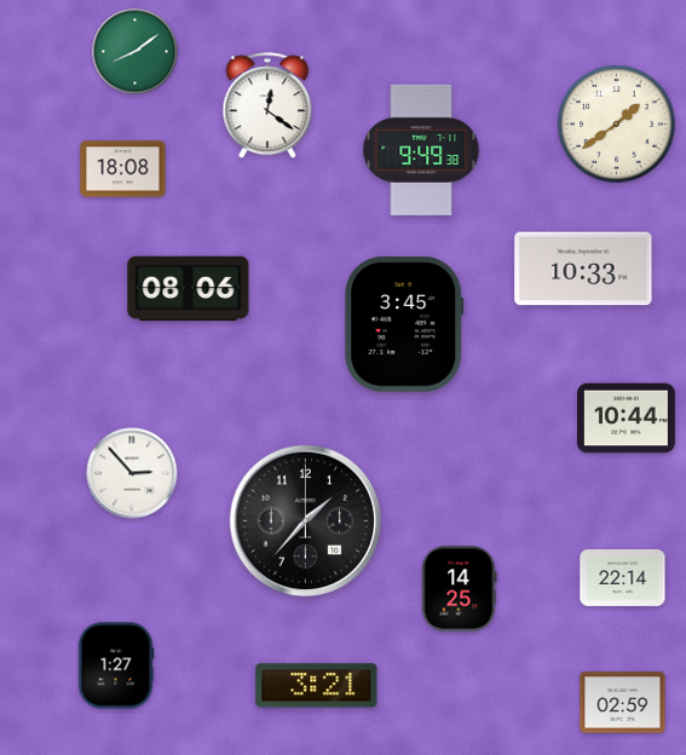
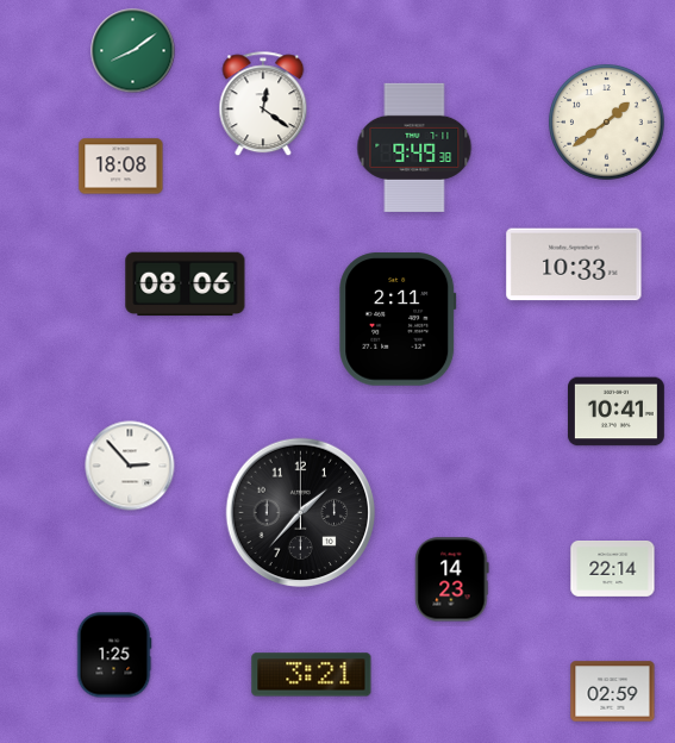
clock at (404, 324): 3:45 -> 2:11
clock at (626, 419): 10:44 -> 10:41
clock at (460, 589): 14:25 -> 14:23
clock at (116, 665): 1:27 -> 1:25
